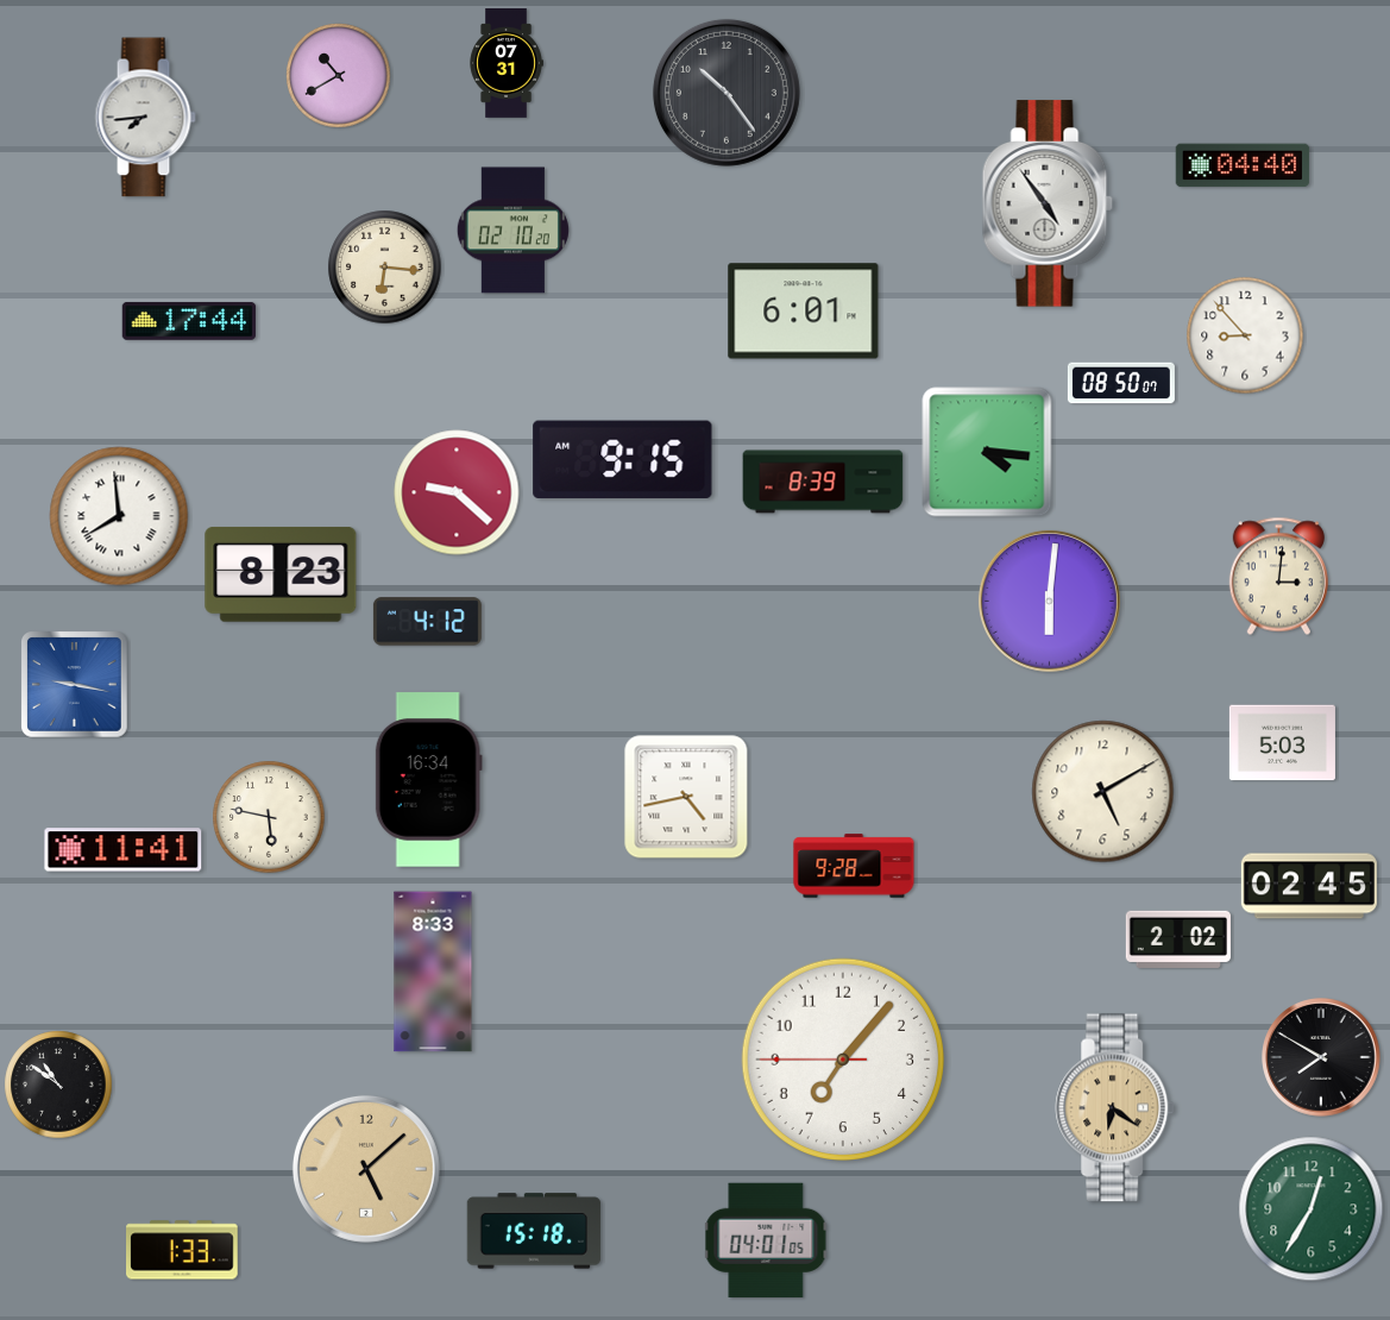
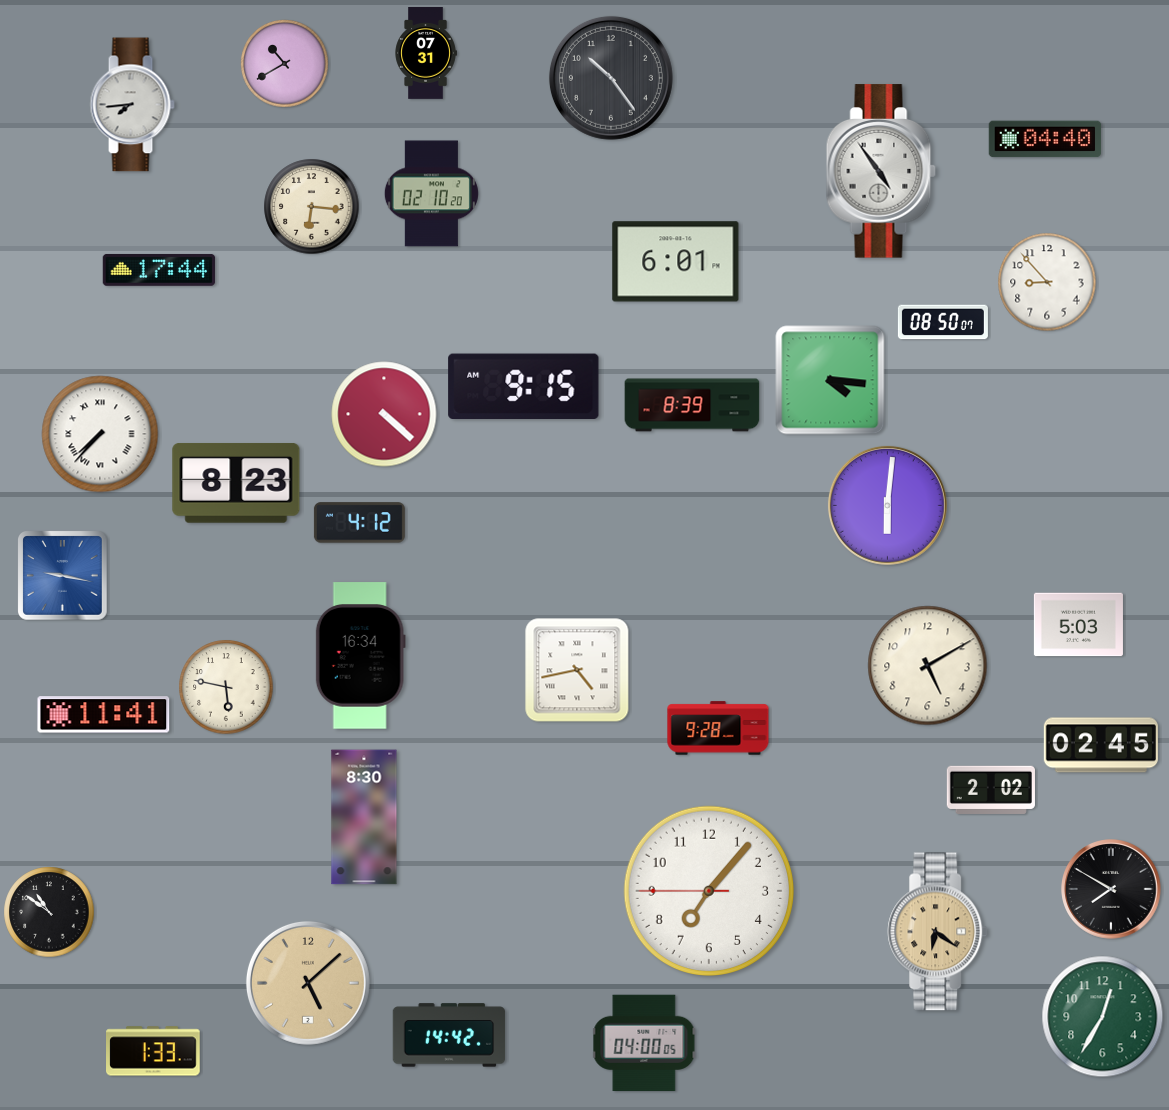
clock at (145, 118) position: (145, 118) -> (132, 105)
clock at (385, 268) position: (385, 268) -> (312, 207)
clock at (457, 492): 9:22 -> 4:22
clock at (119, 516): 7:59 -> 7:37
clock at (1278, 577): 3:01 -> none
clock at (1049, 601) position: (1049, 601) -> (887, 505)
clock at (433, 972): 8:33 -> 8:30
clock at (534, 1231): 15:18 -> 14:42
clock at (766, 1240): 04:01 -> 04:00
